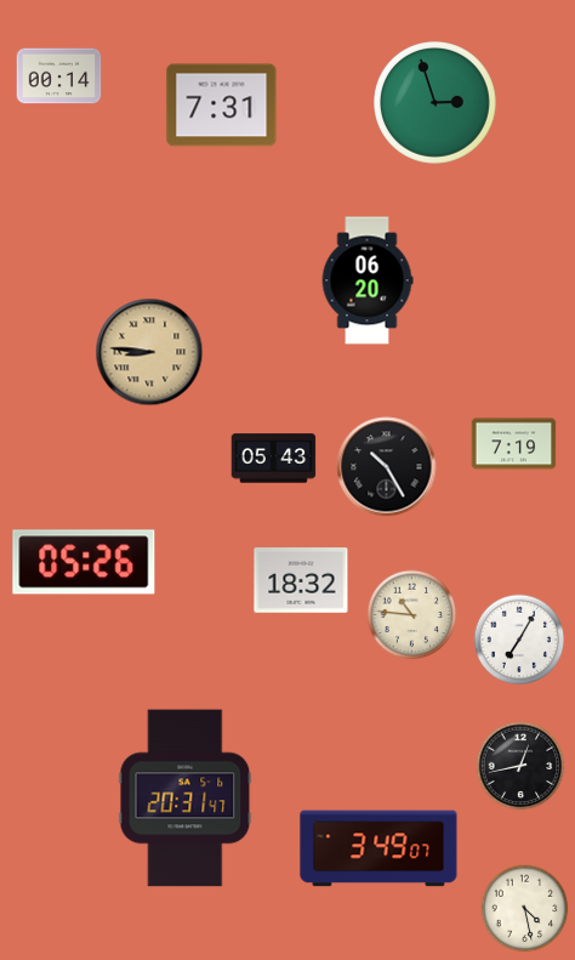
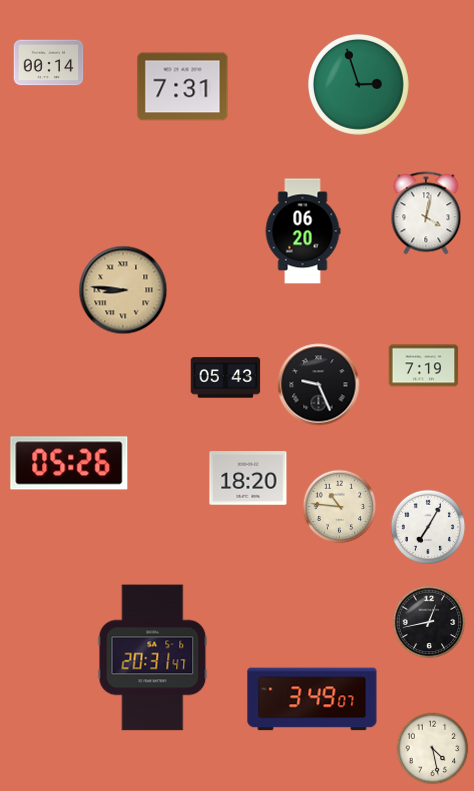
clock at (426, 213): none -> 4:02
clock at (387, 467): 10:25 -> 9:26
clock at (301, 580): 18:32 -> 18:20
clock at (520, 766) position: (520, 766) -> (429, 622)
